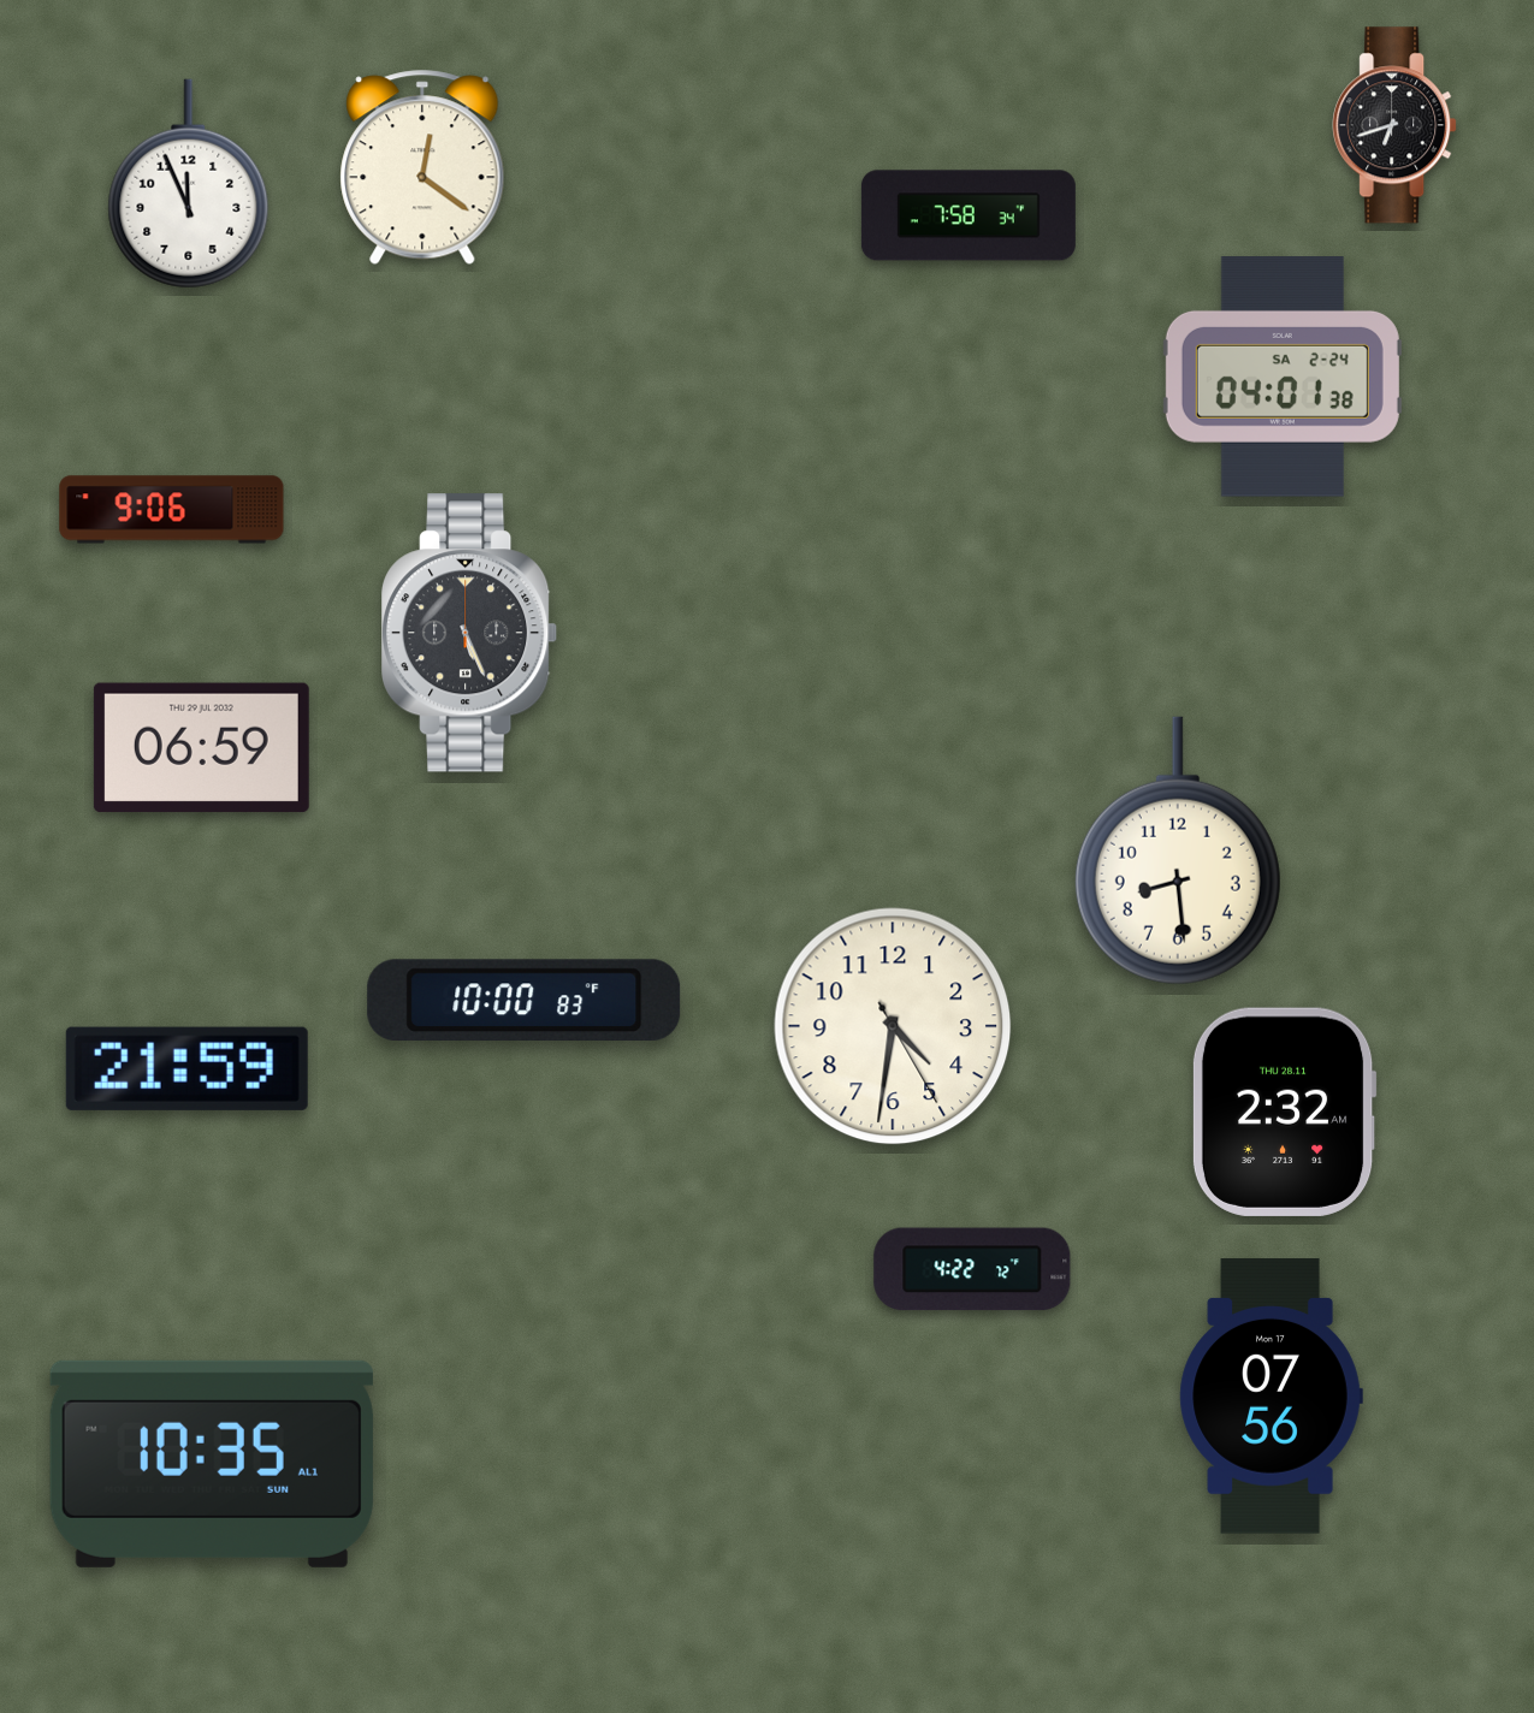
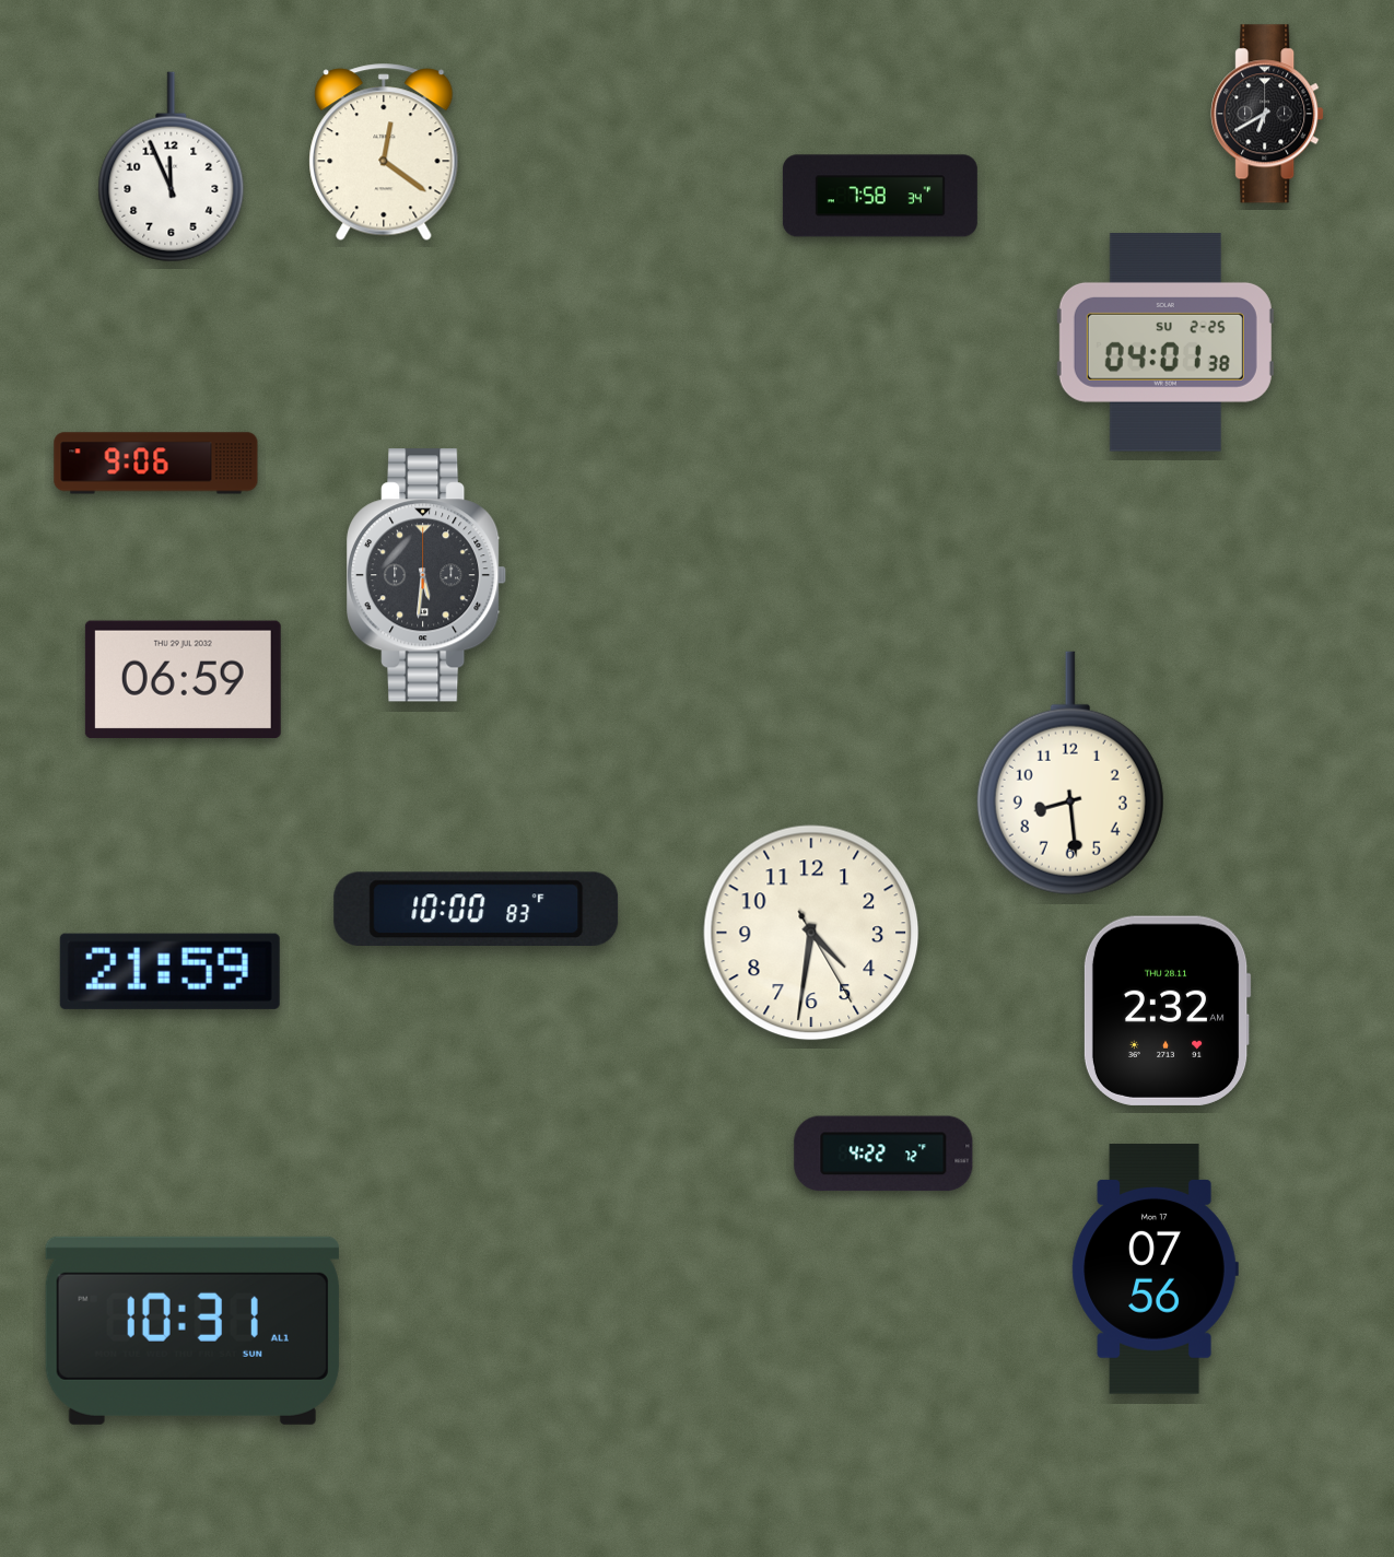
clock at (1394, 125): 6:42 -> 6:40
clock at (1283, 378) date: SA 2-24 -> SU 2-25
clock at (470, 633): 5:26 -> 5:31
clock at (212, 1464): 10:35 -> 10:31
